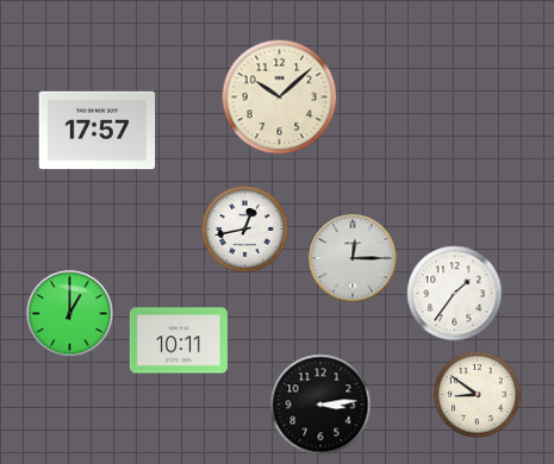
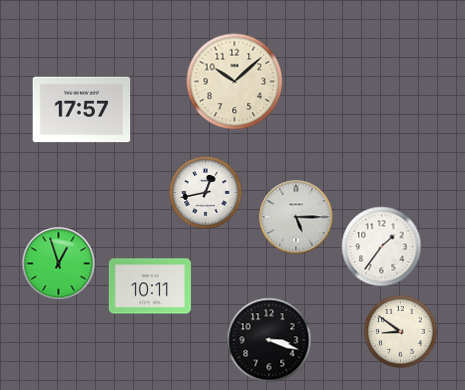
clock at (353, 258): 12:15 -> 5:15
clock at (70, 314): 1:00 -> 12:57
clock at (320, 405): 3:14 -> 3:18
